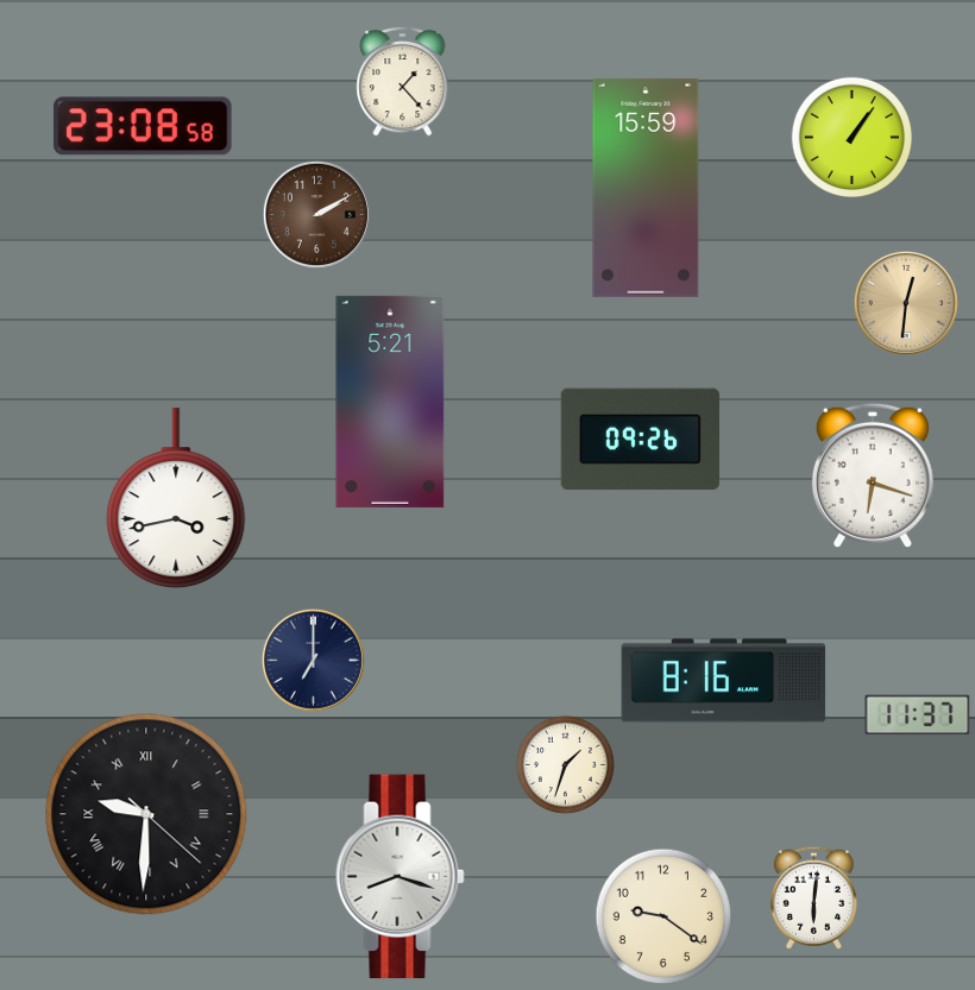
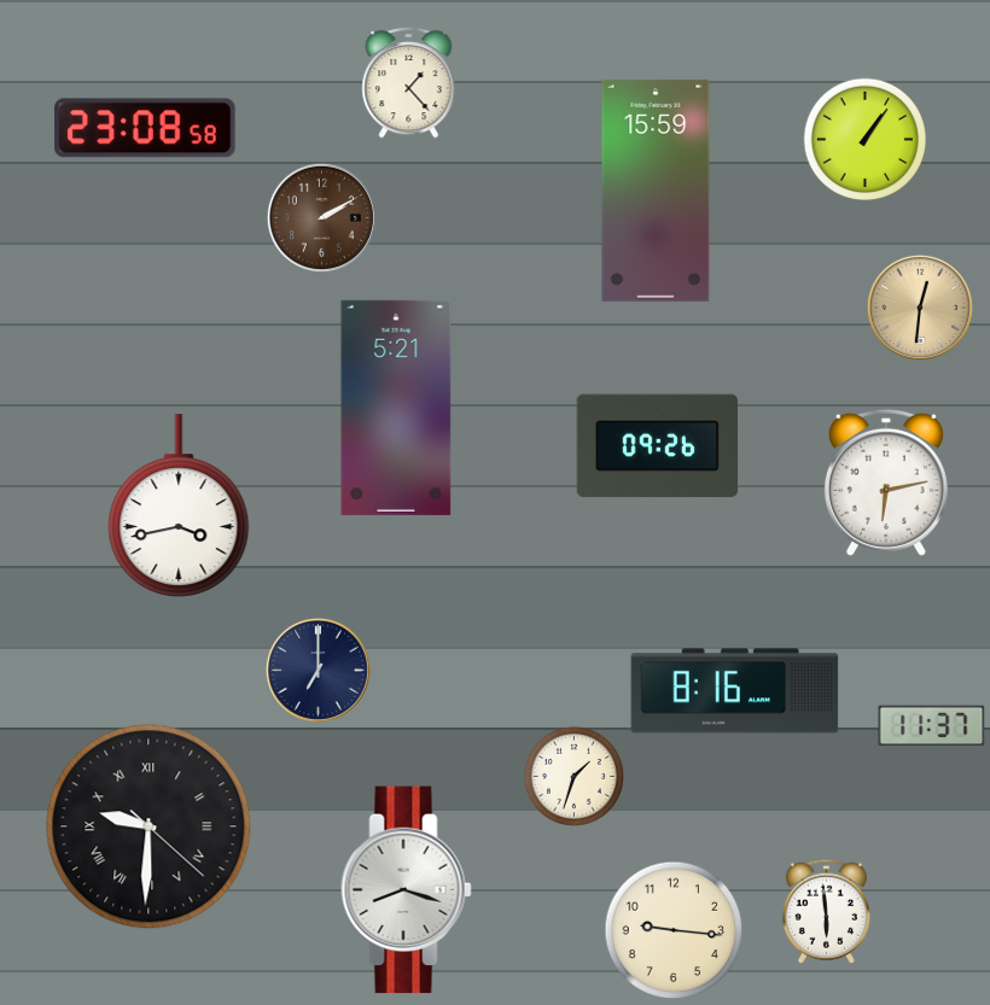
clock at (640, 440) position: (640, 440) -> (657, 446)
clock at (873, 475): 6:18 -> 6:13
clock at (813, 897): 6:01 -> 5:59
clock at (663, 916): 9:21 -> 9:16
